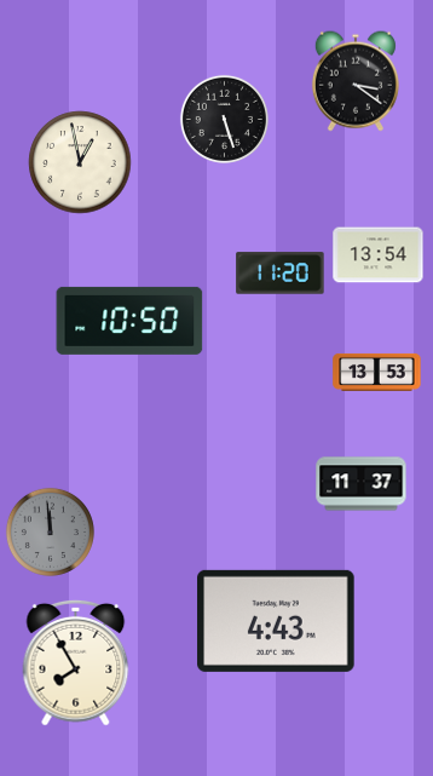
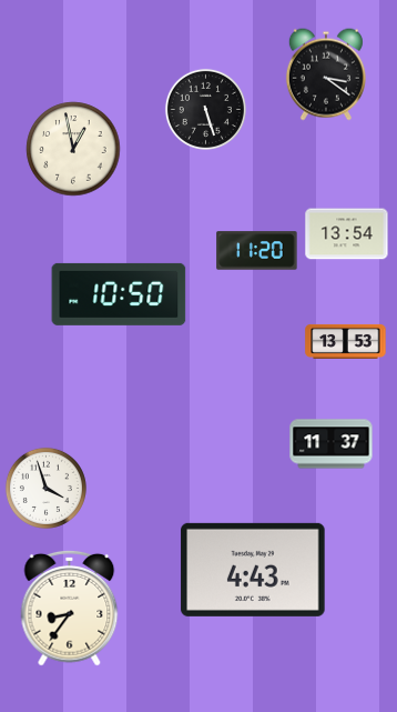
clock at (50, 531): 11:59 -> 3:57
clock at (50, 531) dial: grey -> white
clock at (76, 662): 7:55 -> 8:36
